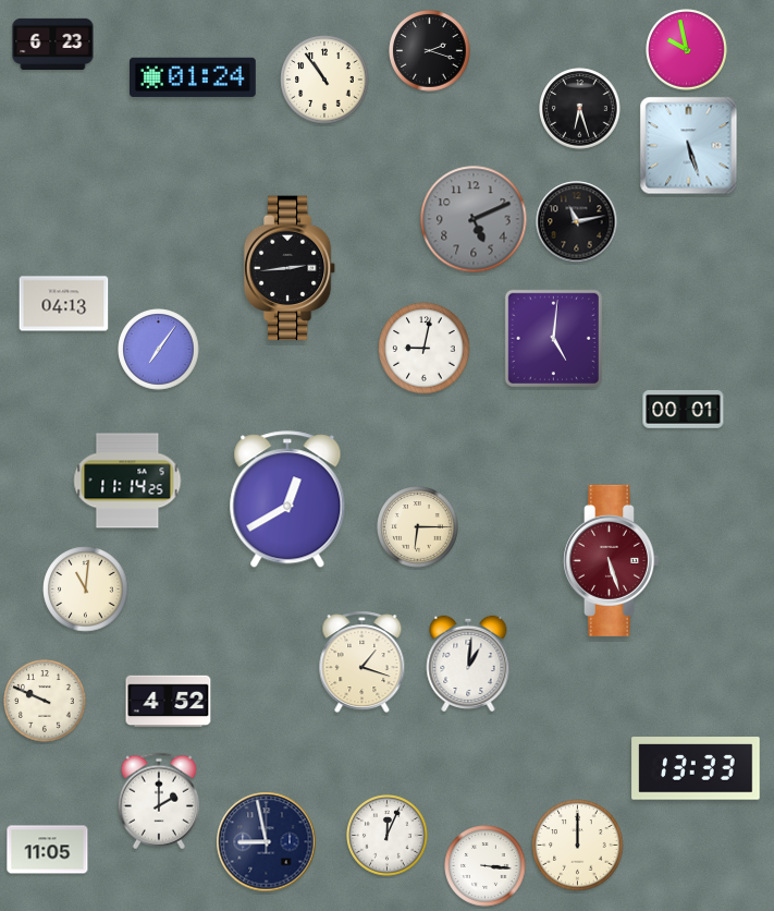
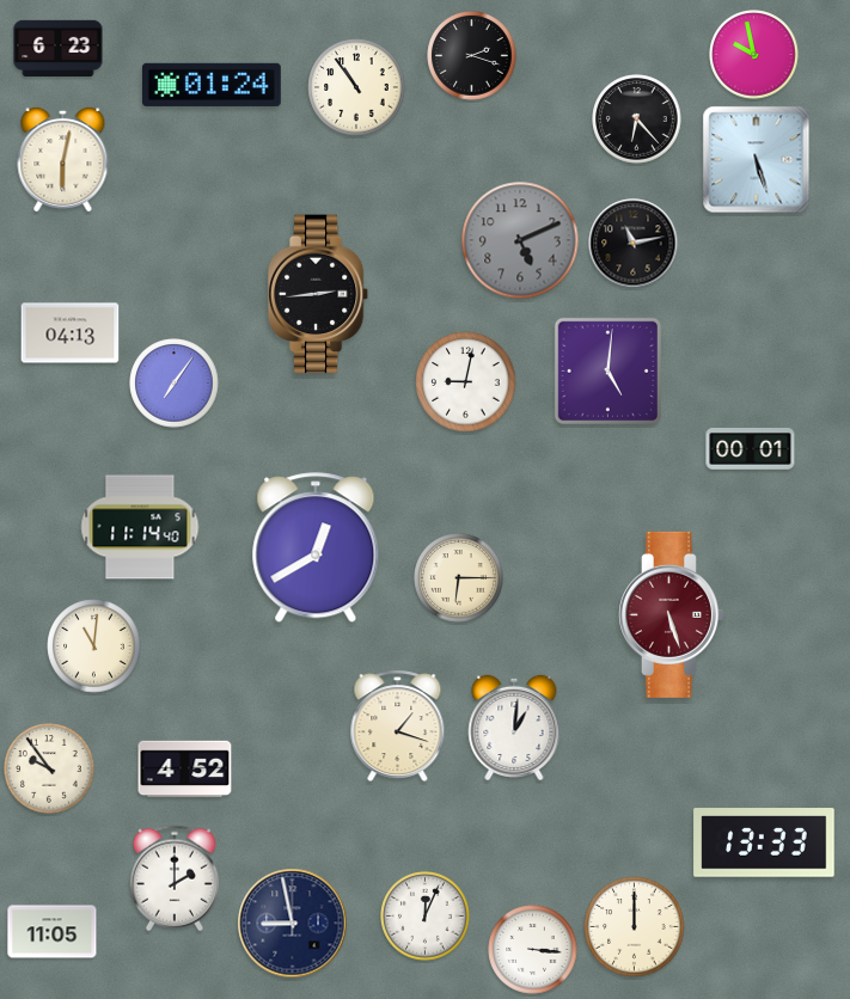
clock at (580, 109): 6:27 -> 6:23
clock at (63, 159): none -> 6:02
clock at (127, 481): 11:14:25 -> 11:14:40
clock at (45, 701): 9:49 -> 9:54
